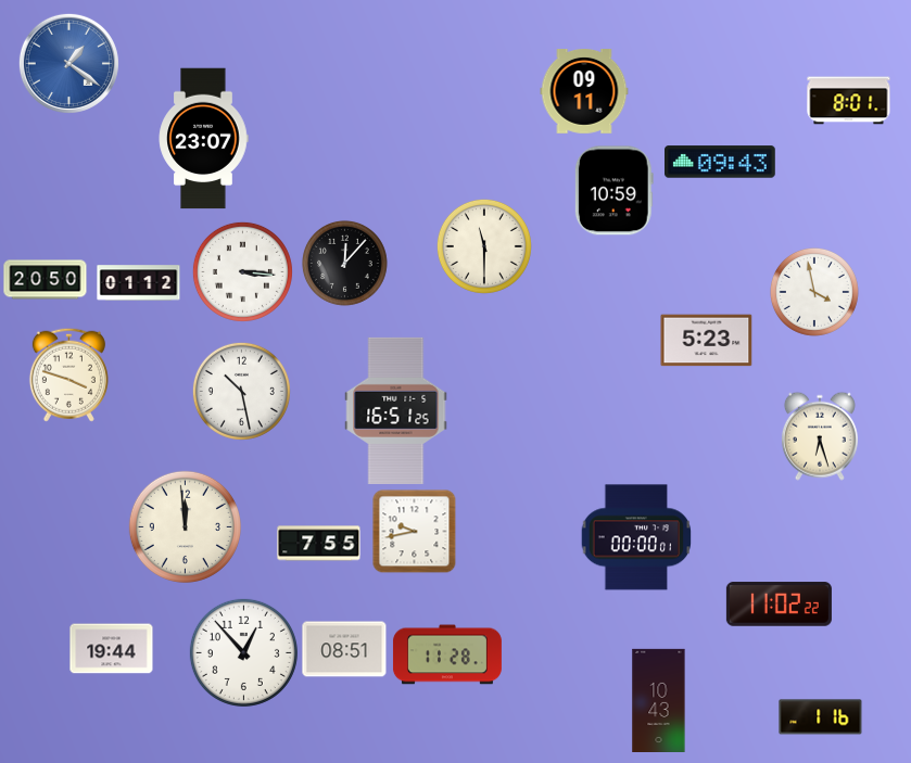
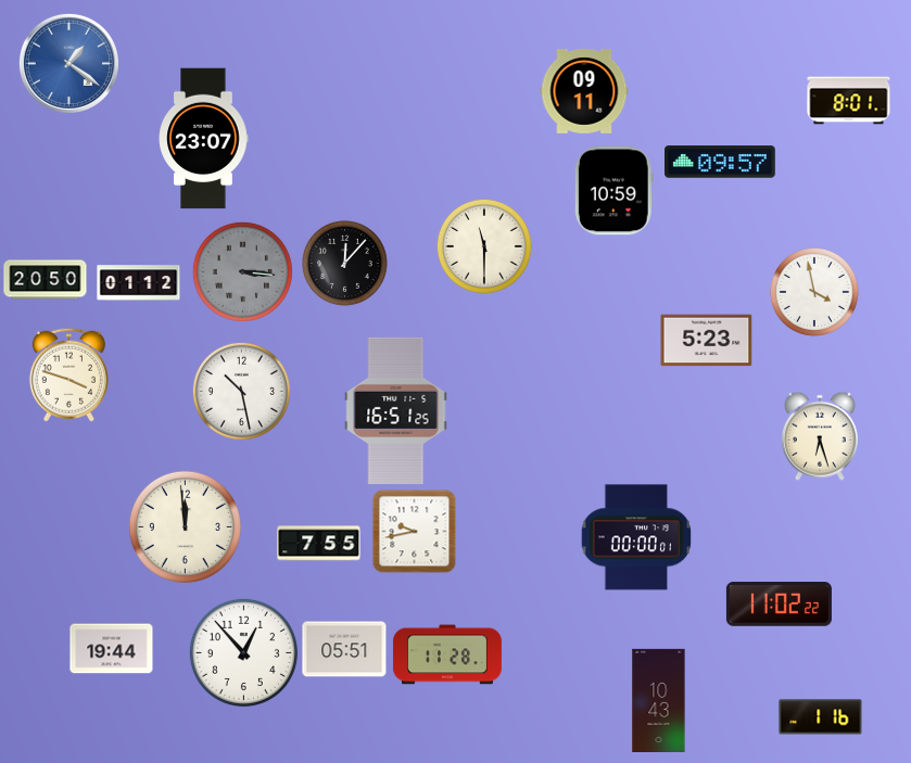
clock at (721, 162): 09:43 -> 09:57
clock at (242, 271) dial: white -> grey
clock at (344, 649): 08:51 -> 05:51
